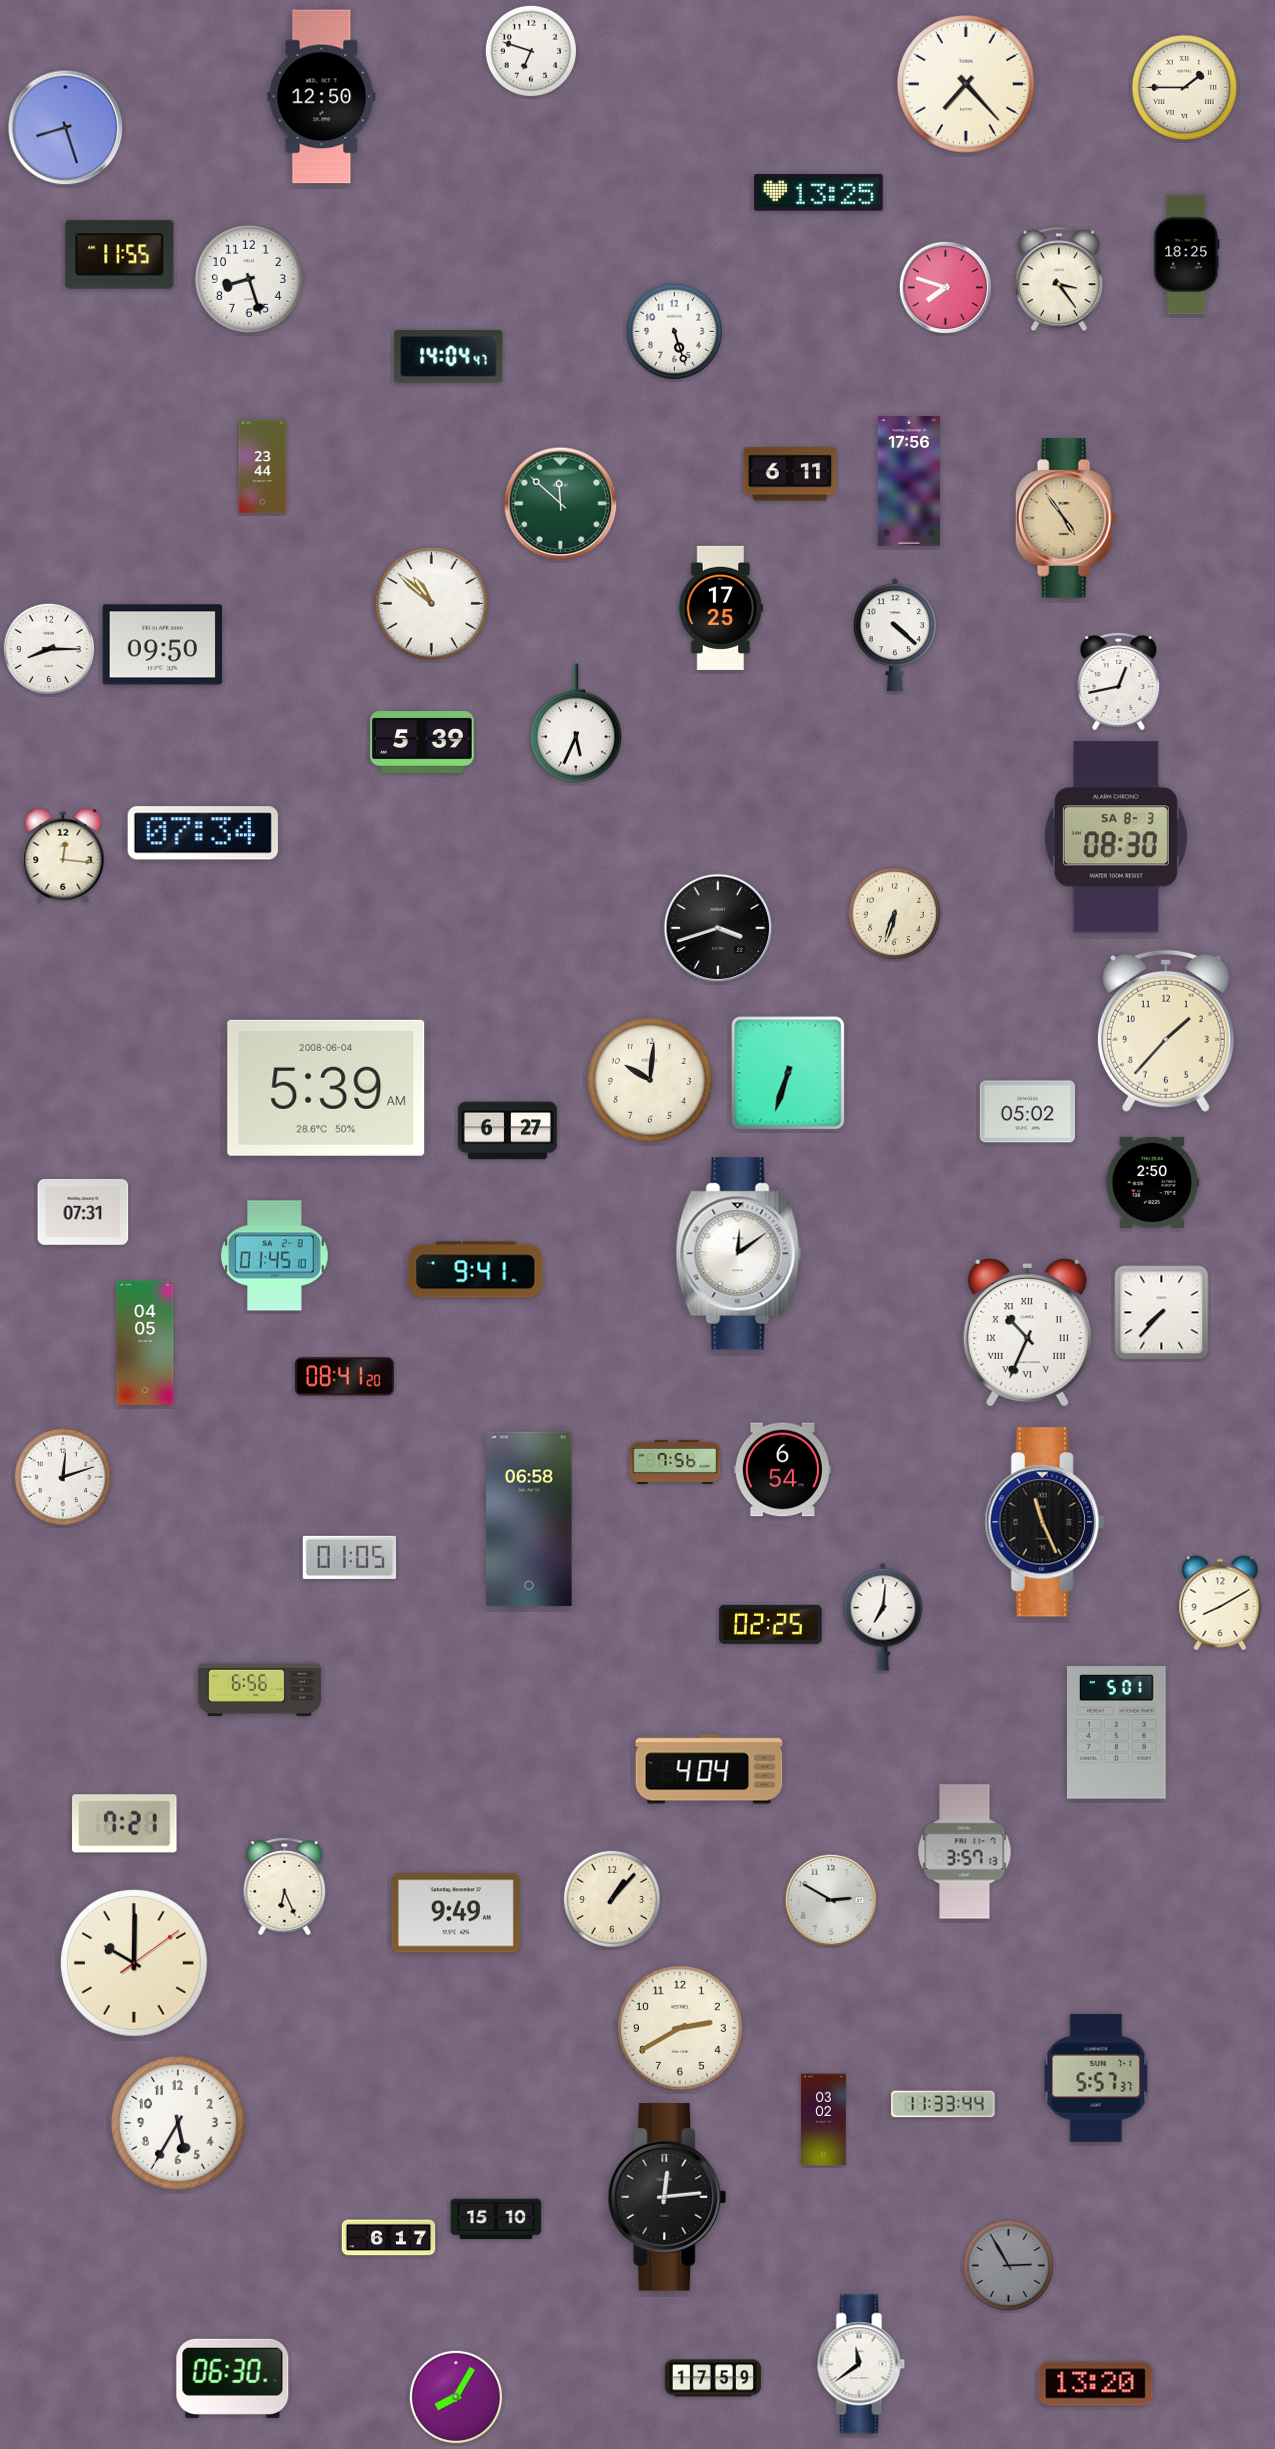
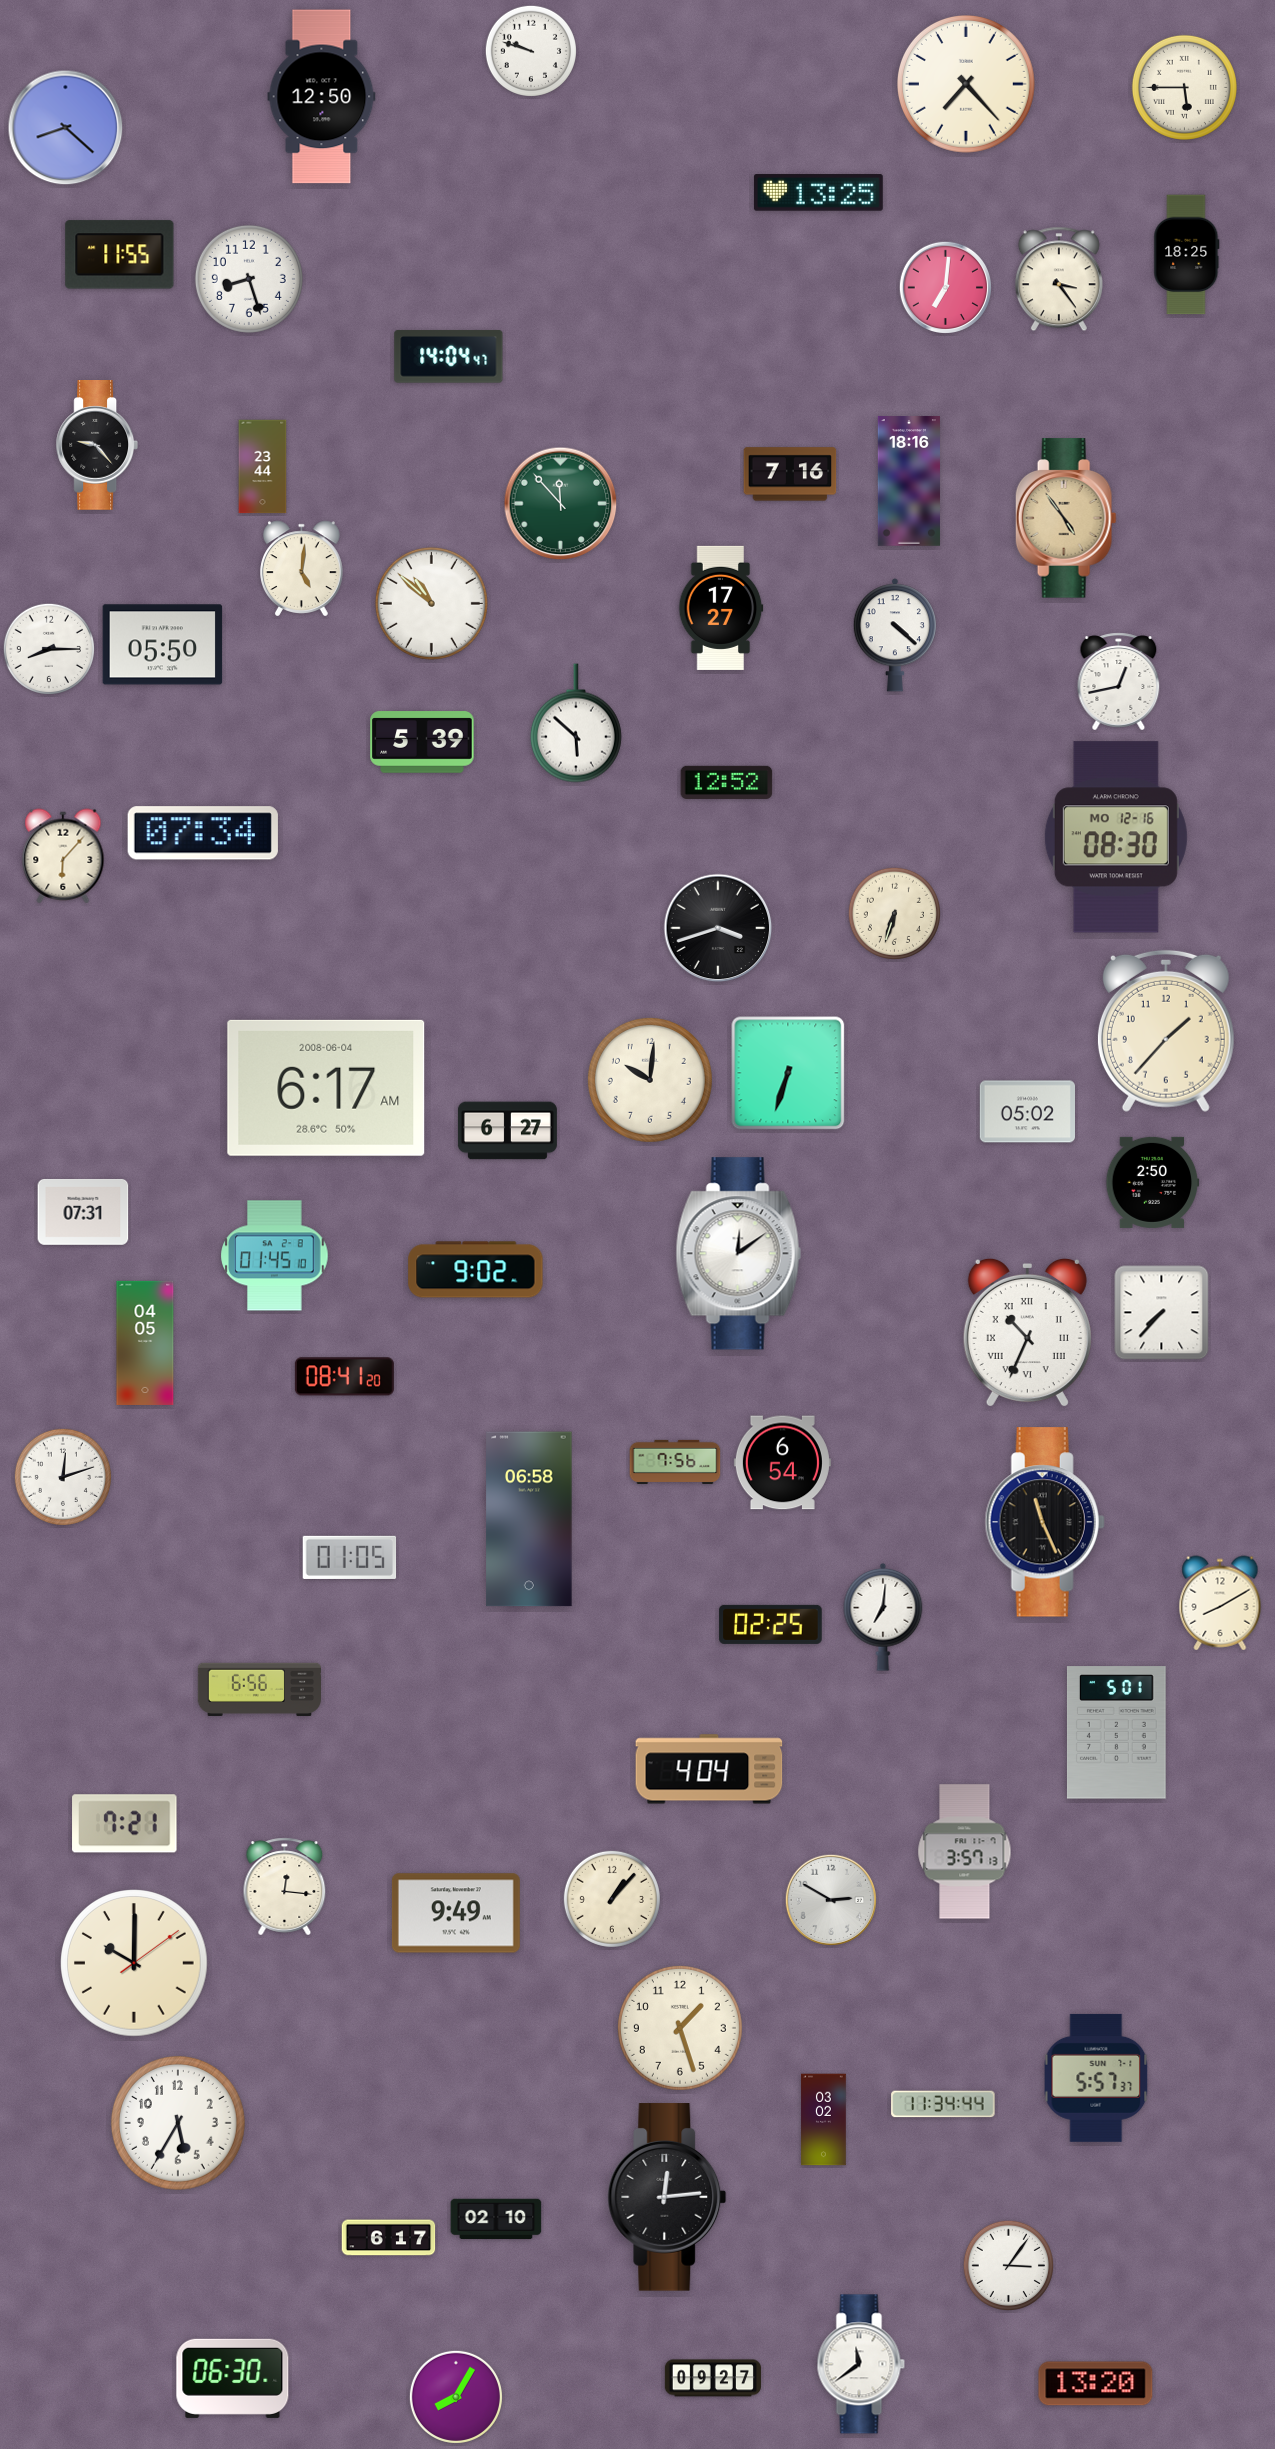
clock at (530, 50): 6:48 -> 9:48
clock at (1184, 87): 1:45 -> 5:45
clock at (66, 128): 8:27 -> 8:22
clock at (945, 287): 7:48 -> 7:01
clock at (674, 331): 5:27 -> none
clock at (96, 446): none -> 9:23
clock at (790, 474): 6:11 -> 7:16
clock at (909, 481): 17:56 -> 18:16
clock at (561, 504): 11:52 -> 11:53
clock at (302, 569): none -> 5:01
clock at (721, 608): 17:25 -> 17:27
clock at (163, 645): 09:50 -> 05:50
clock at (576, 723): 5:34 -> 5:52
clock at (727, 782): none -> 12:52
clock at (1116, 837) date: SA 8-3 -> MO 12-16
clock at (63, 856): 12:16 -> 6:07
clock at (326, 1088): 5:39 -> 6:17
clock at (476, 1270): 9:41 -> 9:02
clock at (782, 1470) position: (782, 1470) -> (782, 1463)
clock at (285, 1887): 6:26 -> 12:16
clock at (680, 2028): 2:40 -> 1:27
clock at (943, 2104): 11:33 -> 11:34
clock at (496, 2219): 15:10 -> 02:10
clock at (1008, 2265): 2:55 -> 3:06
clock at (1008, 2265) dial: grey -> white
clock at (713, 2378): 17:59 -> 09:27
